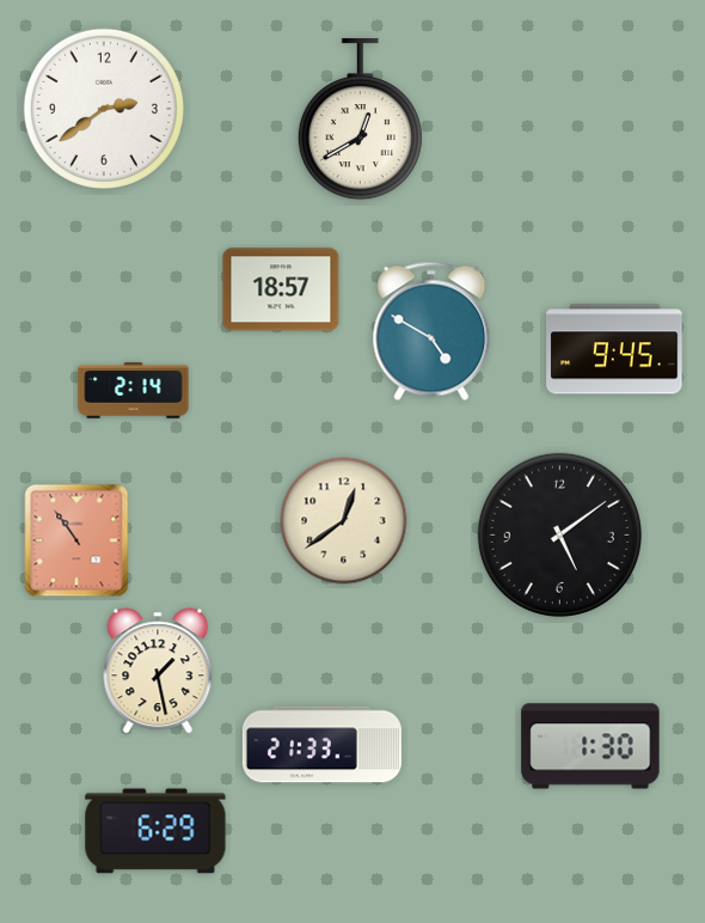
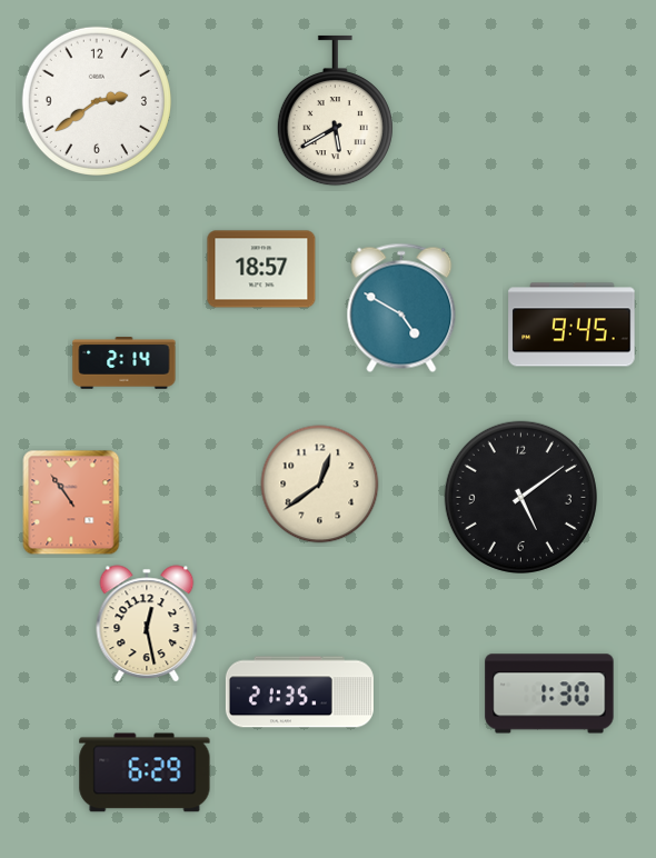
clock at (360, 120): 12:40 -> 5:40
clock at (158, 671): 1:28 -> 12:28
clock at (321, 745): 21:33 -> 21:35
